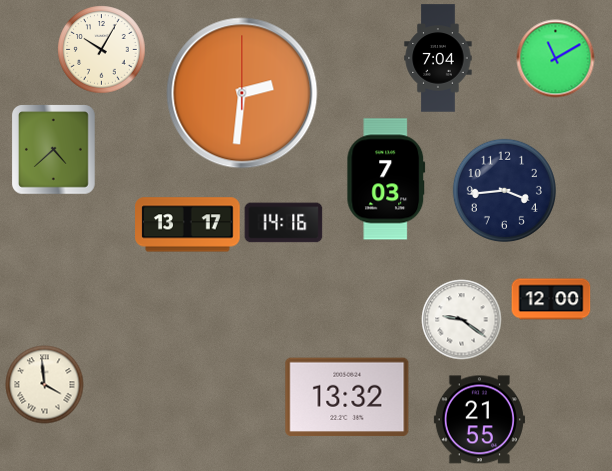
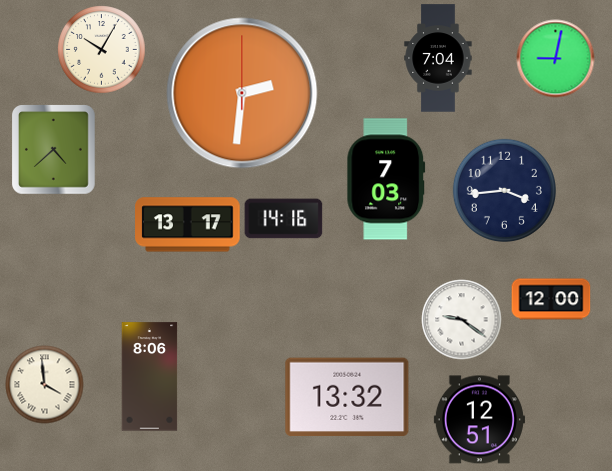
clock at (555, 58): 11:10 -> 9:02
clock at (283, 223) position: (283, 223) -> (283, 219)
clock at (150, 377): none -> 8:06
clock at (479, 420): 21:55 -> 12:51
